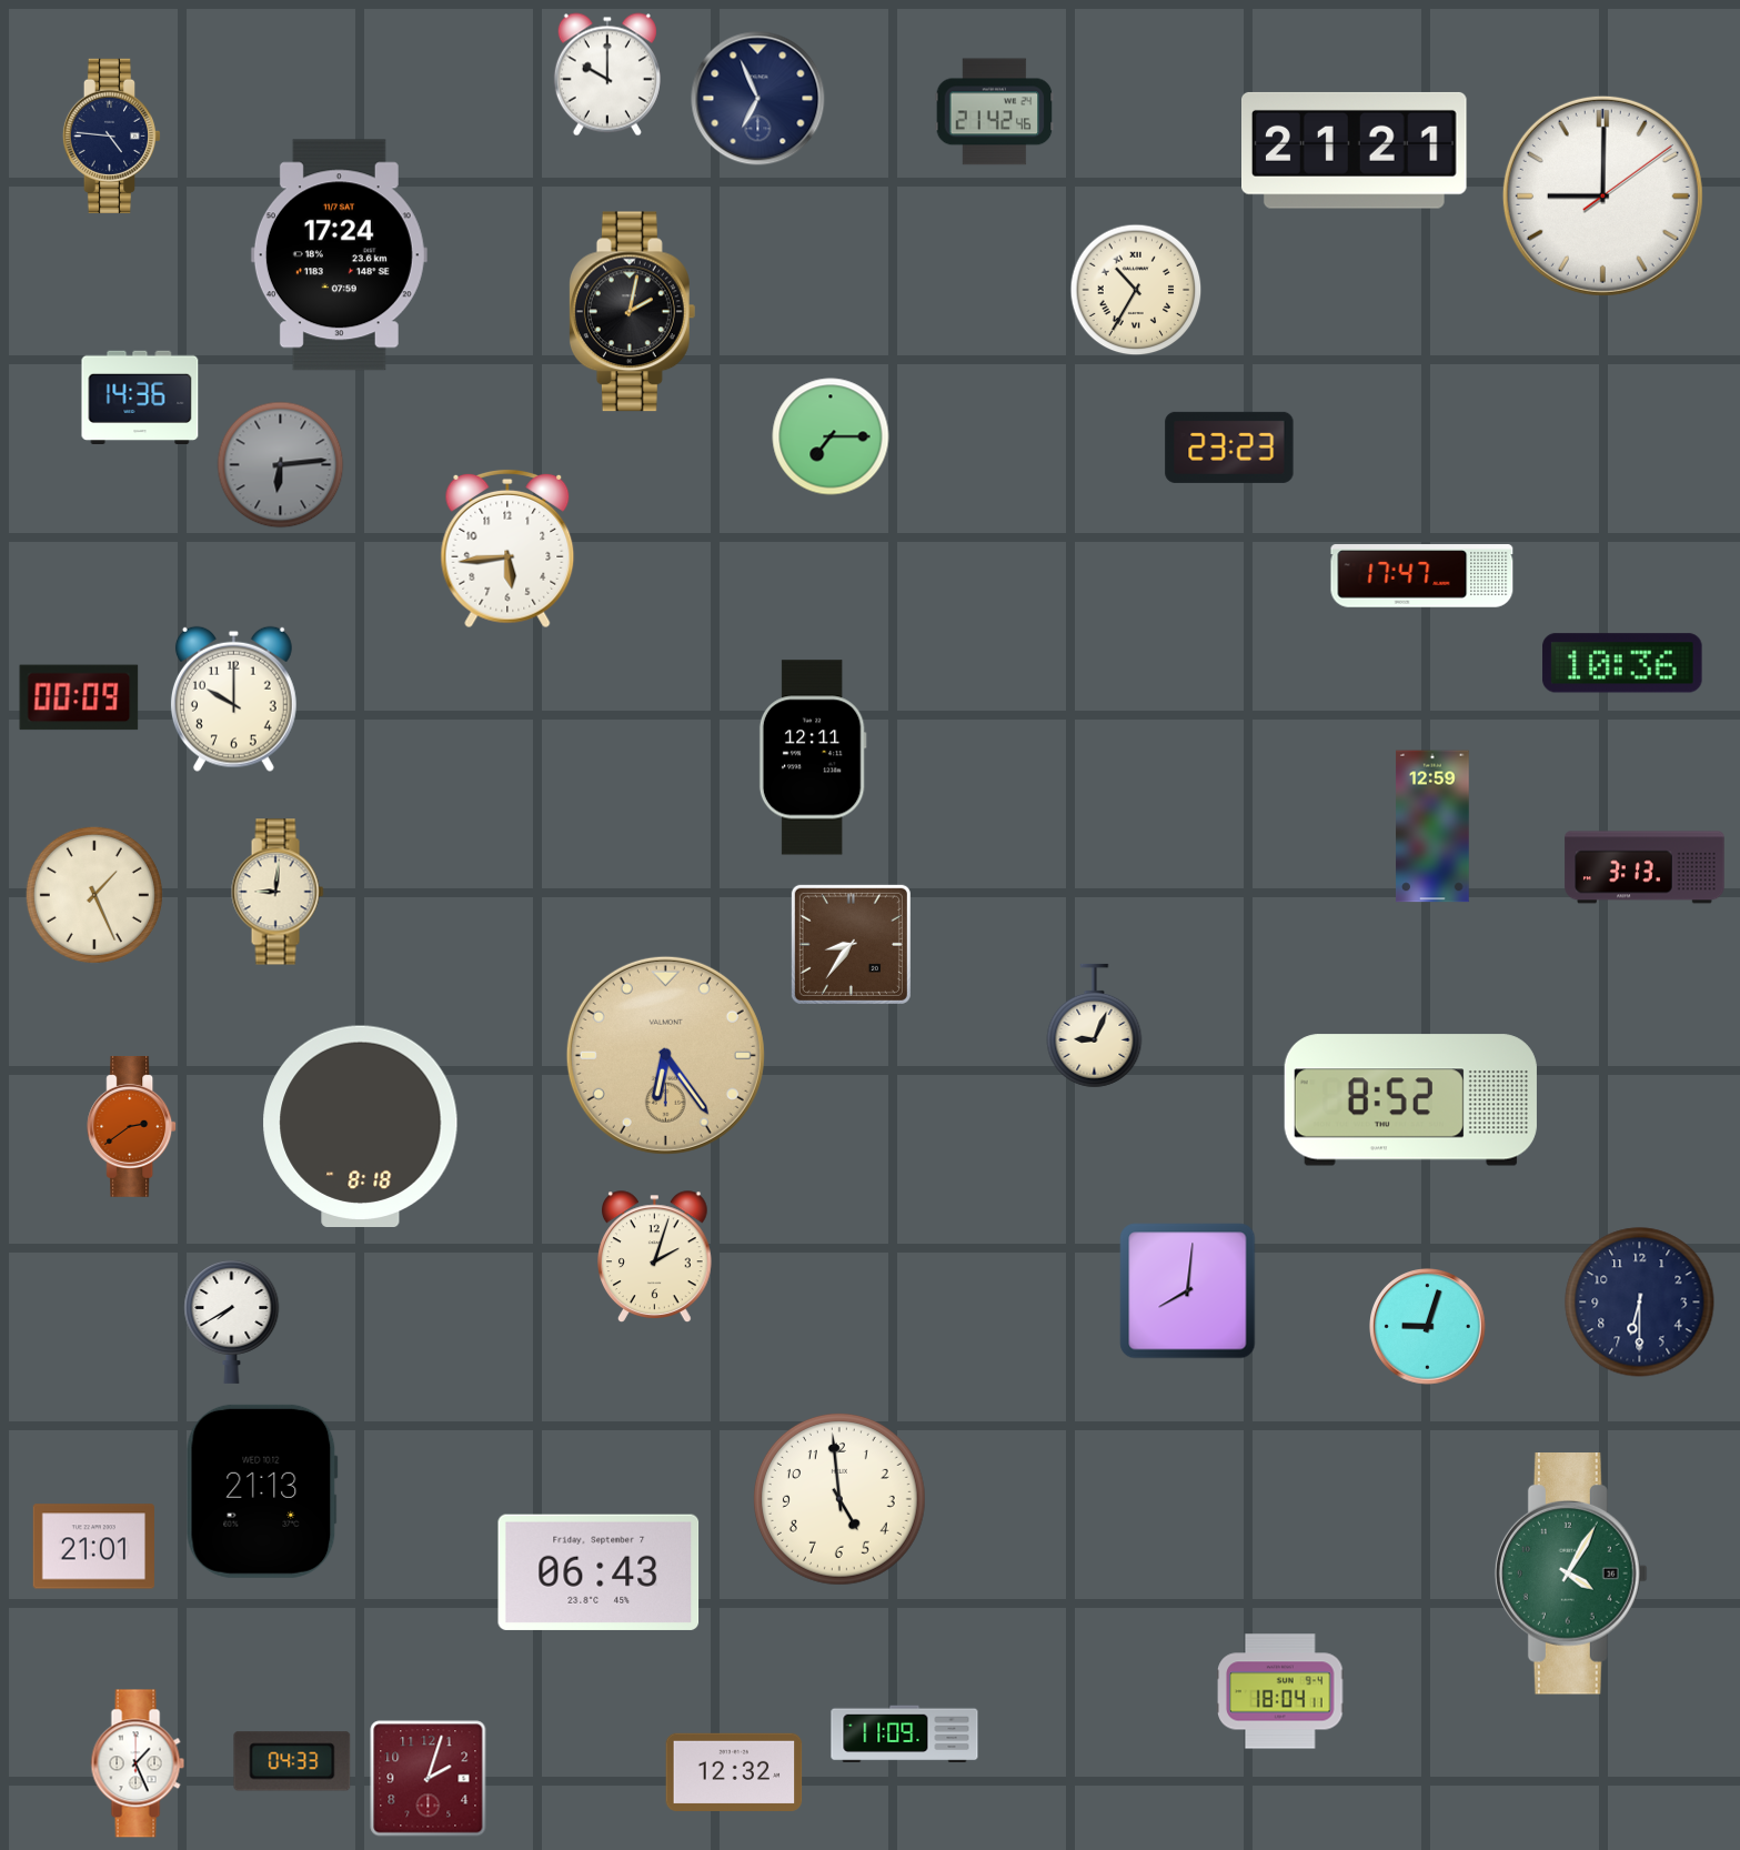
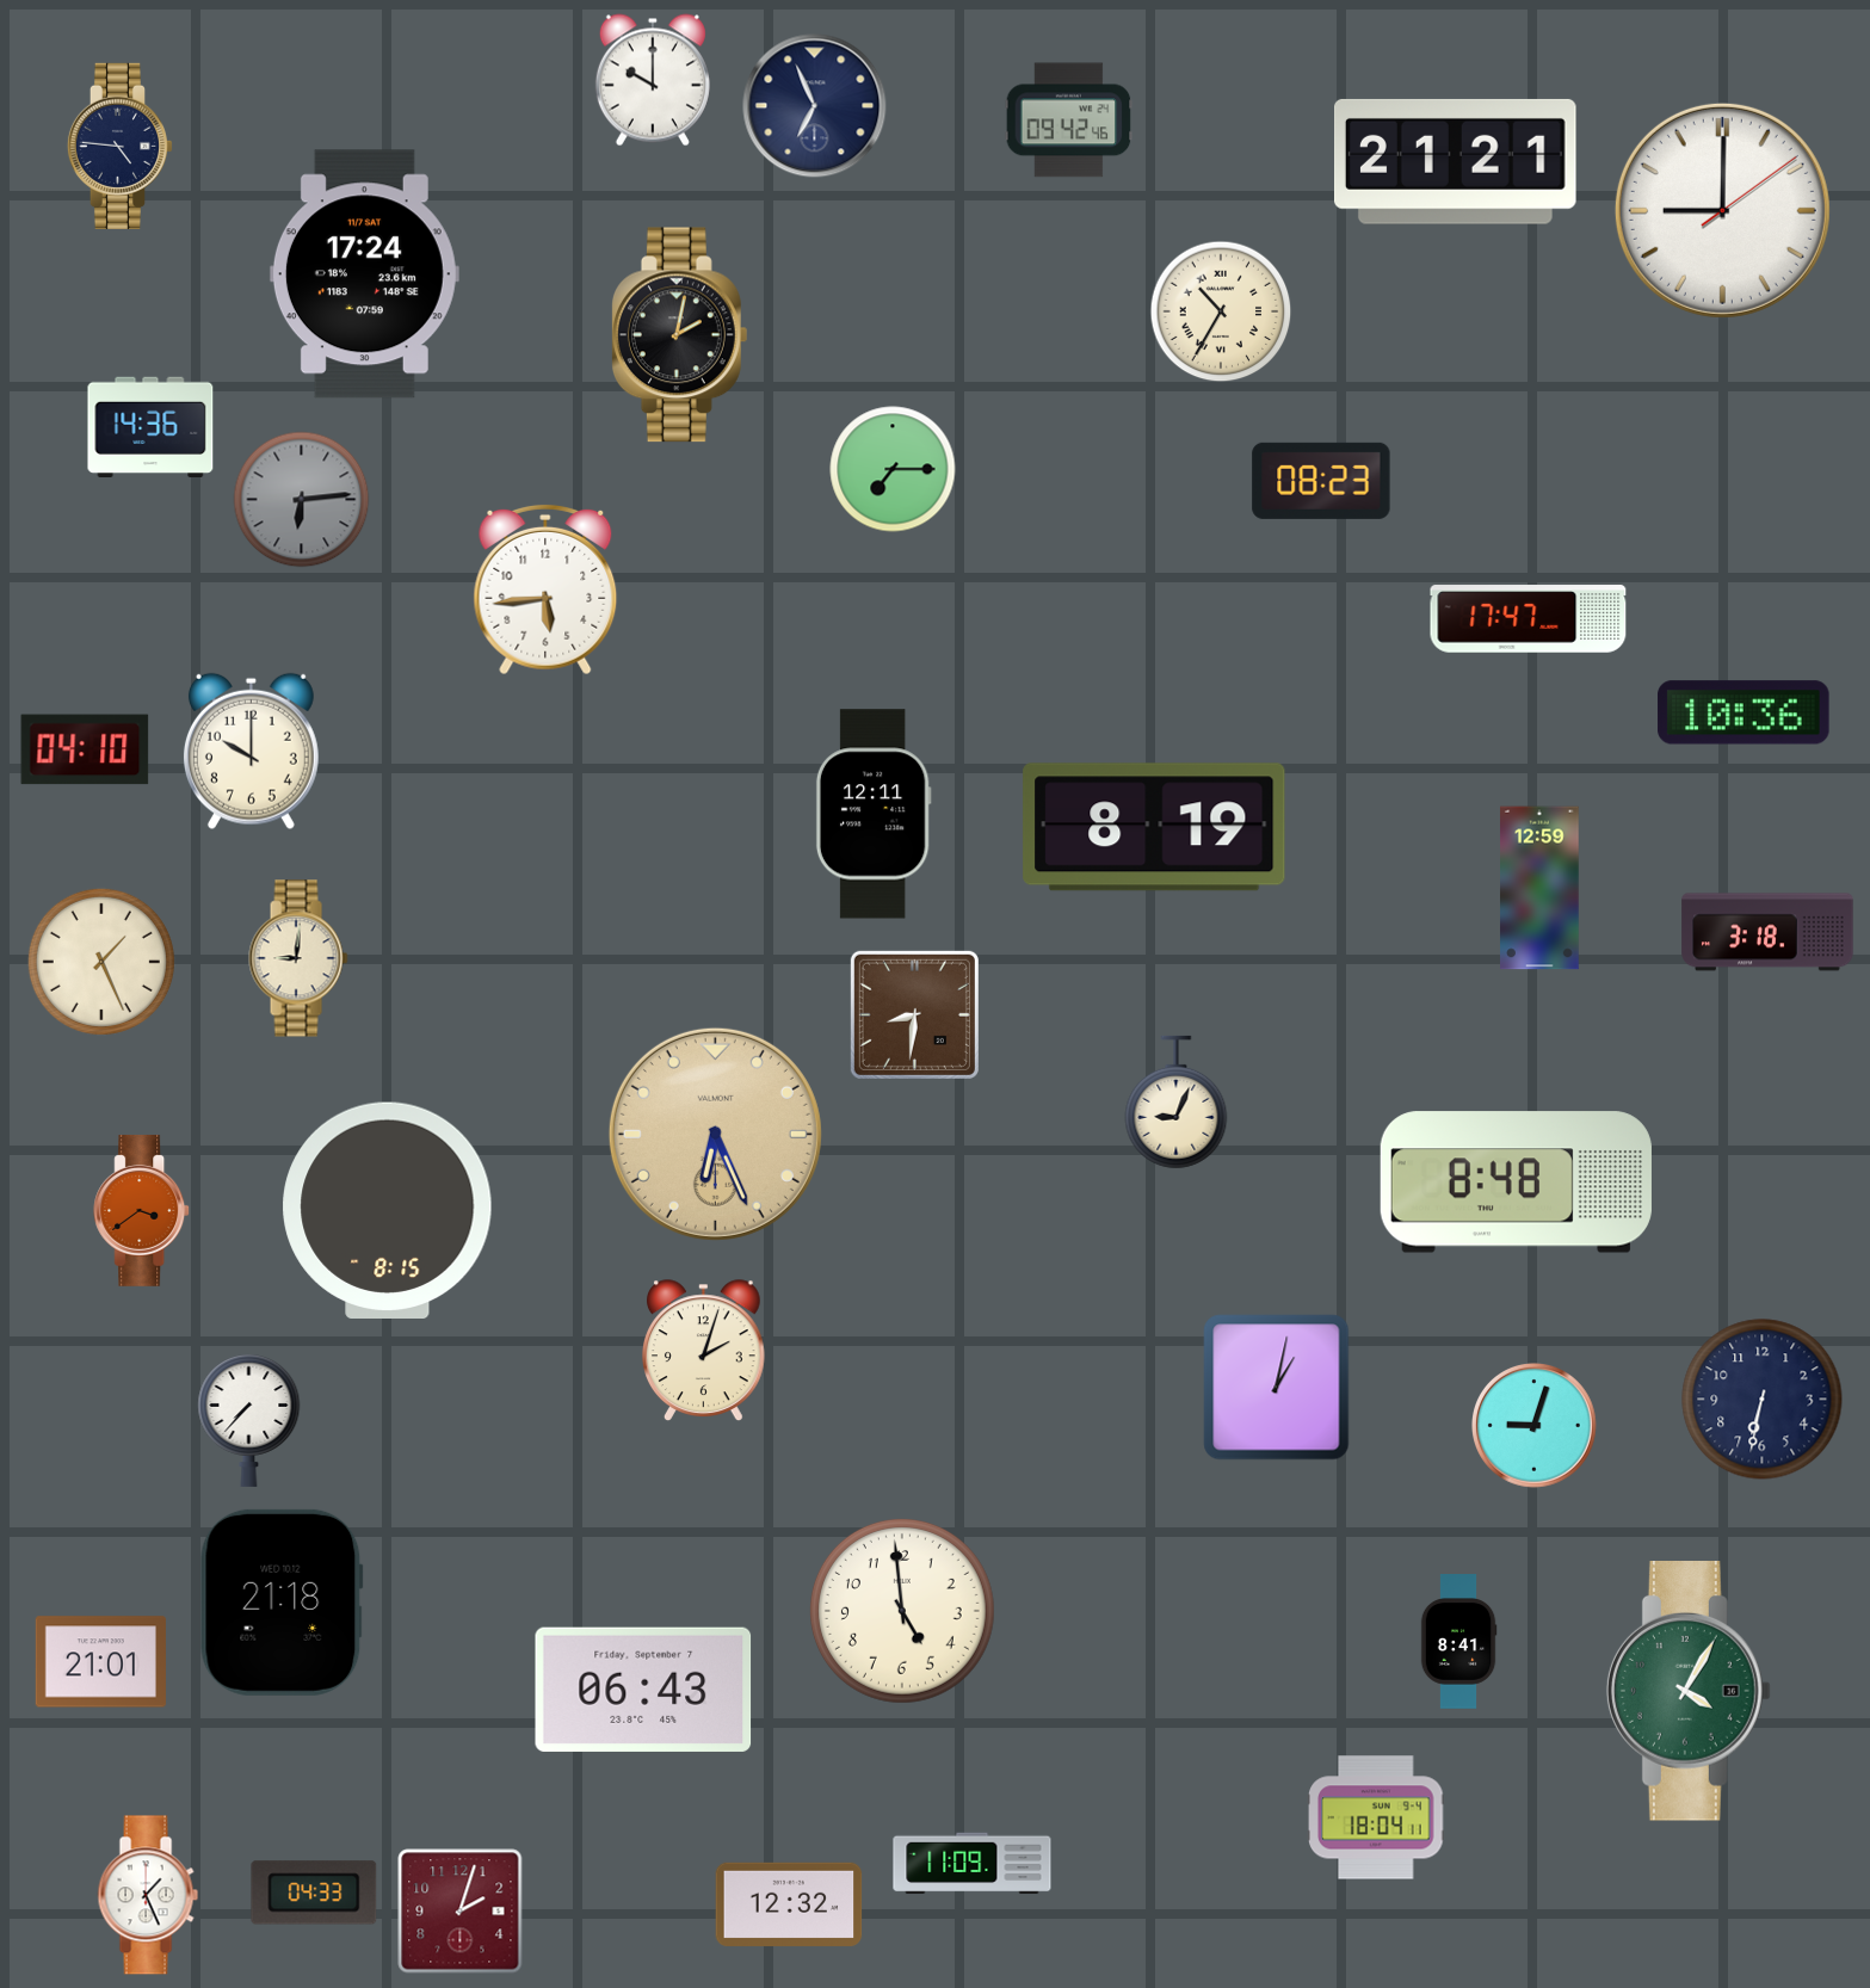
clock at (995, 112): 21:42 -> 09:42
clock at (1229, 448): 23:23 -> 08:23
clock at (79, 697): 00:09 -> 04:10
clock at (1154, 827): none -> 8:19
clock at (1645, 867): 3:13 -> 3:18
clock at (851, 944): 8:36 -> 8:31
clock at (665, 1055): 6:24 -> 6:26
clock at (1410, 1100): 8:52 -> 8:48
clock at (132, 1126): 2:39 -> 3:39
clock at (361, 1126): 8:18 -> 8:15
clock at (1188, 1291): 8:01 -> 1:02
clock at (1640, 1303): 6:30 -> 6:32
clock at (232, 1321): 7:40 -> 7:37
clock at (262, 1491): 21:13 -> 21:18
clock at (1458, 1642): none -> 8:41
